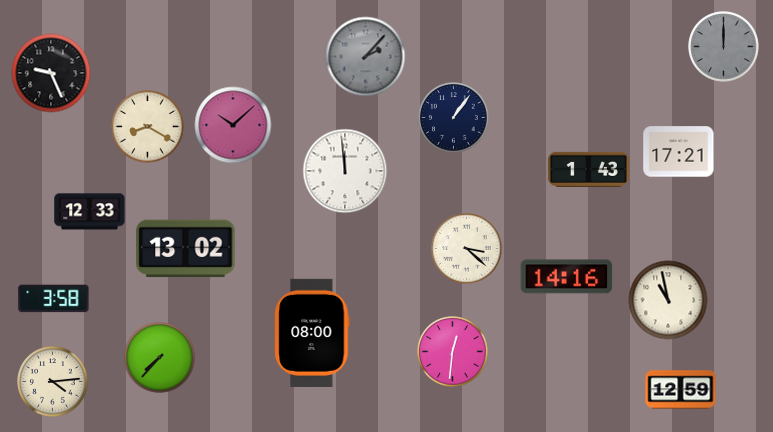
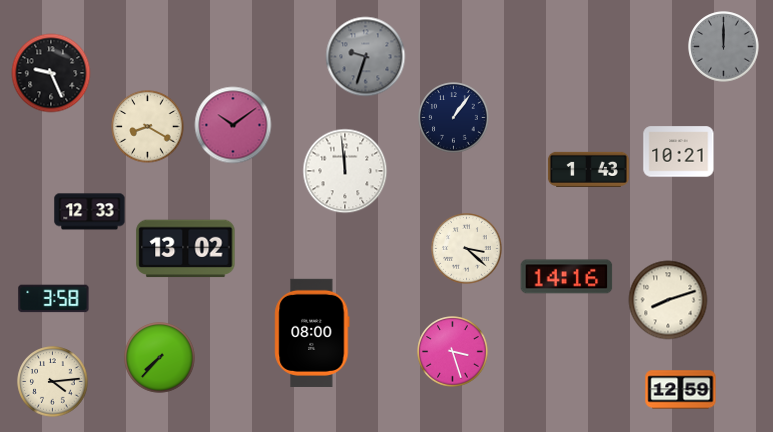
clock at (366, 57): 2:07 -> 9:33
clock at (233, 125): 10:08 -> 10:09
clock at (679, 152): 17:21 -> 10:21
clock at (668, 300): 10:58 -> 8:12
clock at (453, 352): 12:31 -> 3:27
